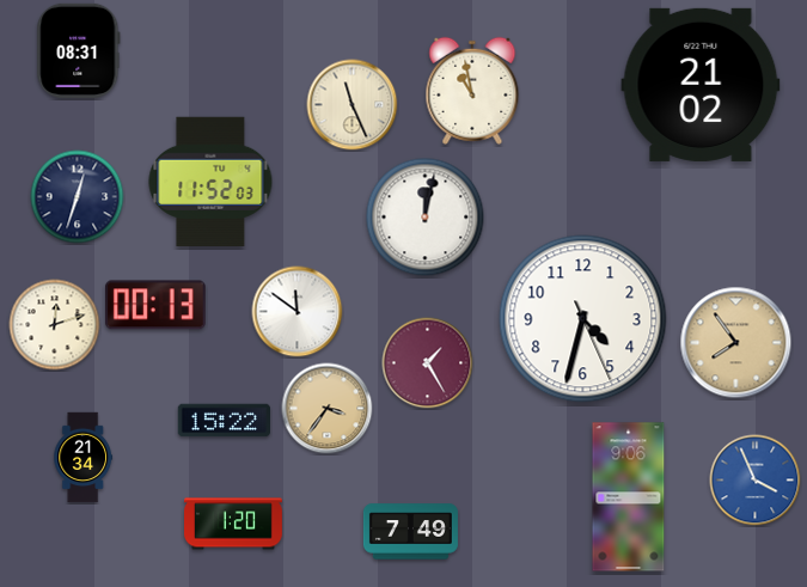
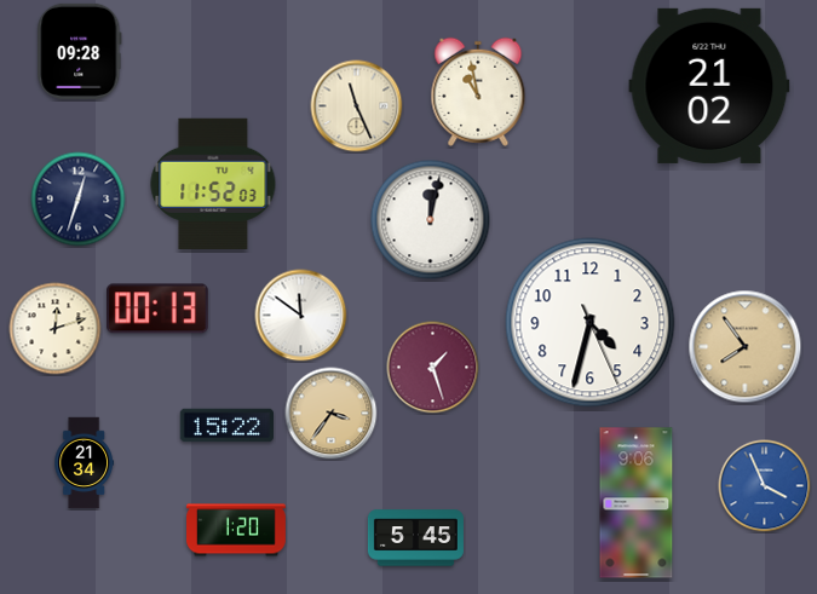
clock at (79, 50): 08:31 -> 09:28
clock at (428, 363): 1:25 -> 1:27
clock at (410, 532): 7:49 -> 5:45
